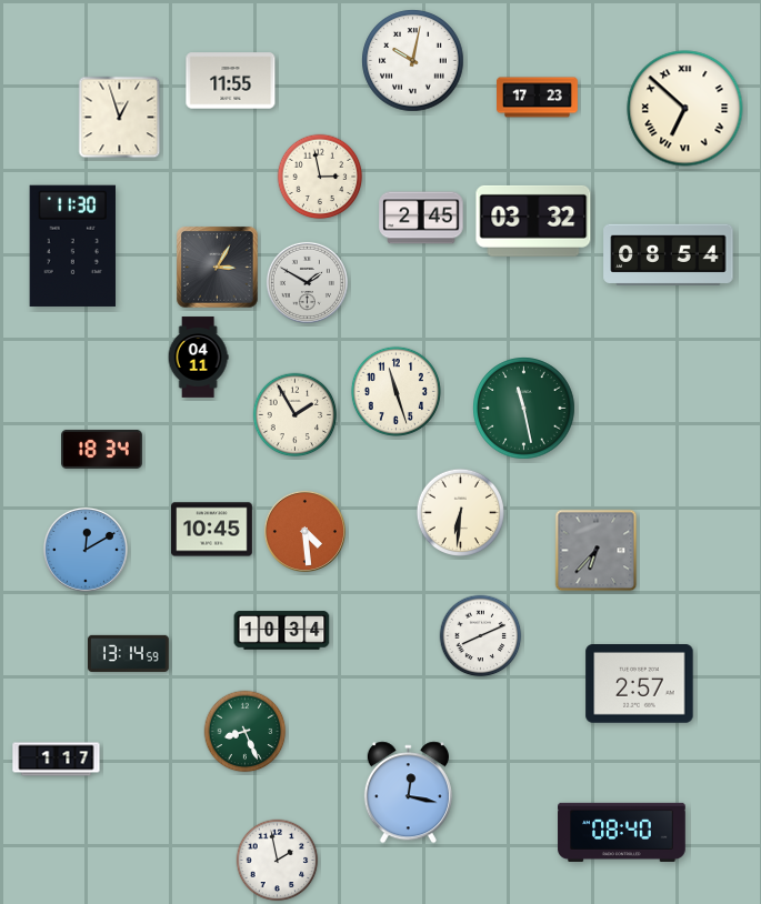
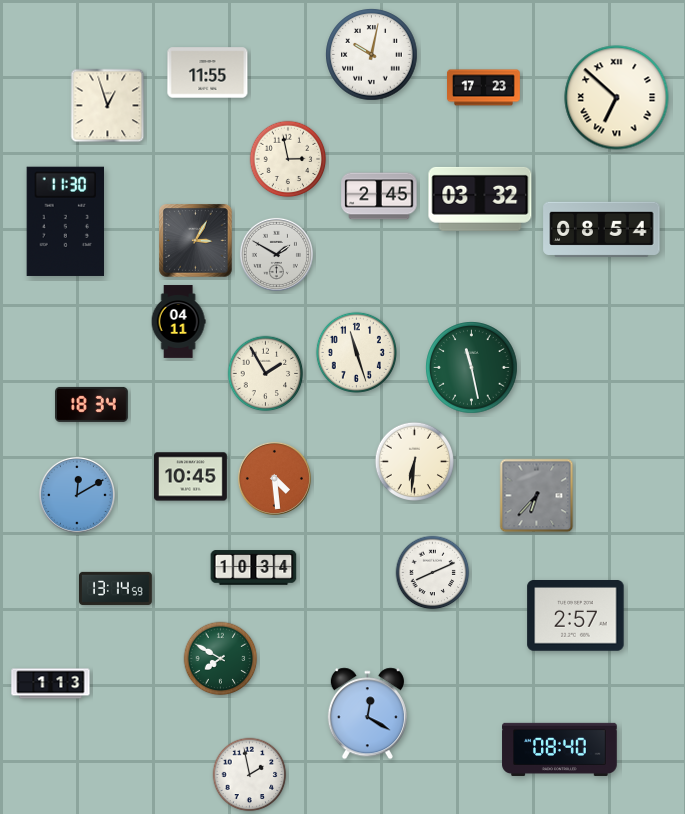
clock at (246, 732): 8:26 -> 7:50
clock at (57, 760): 1:17 -> 1:13
clock at (408, 793): 12:17 -> 12:20
